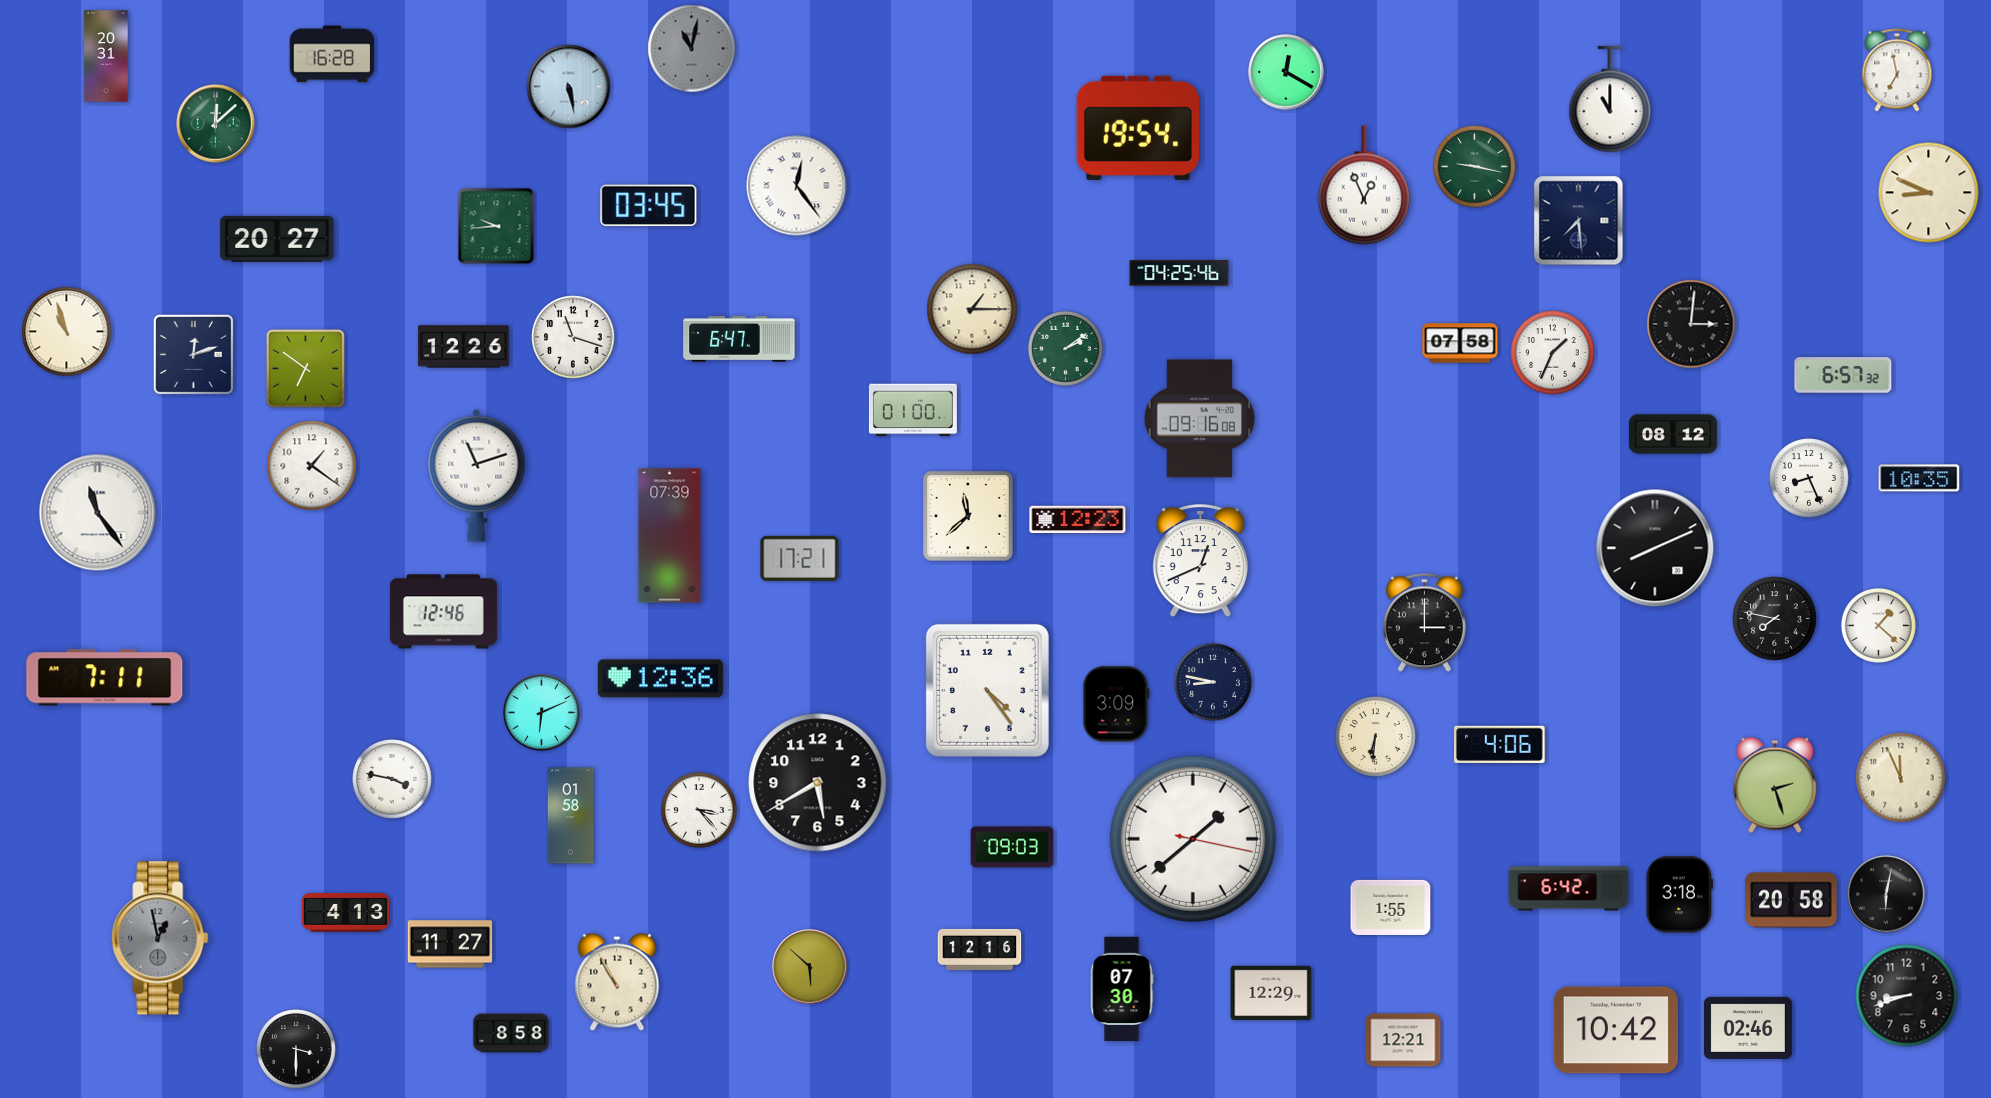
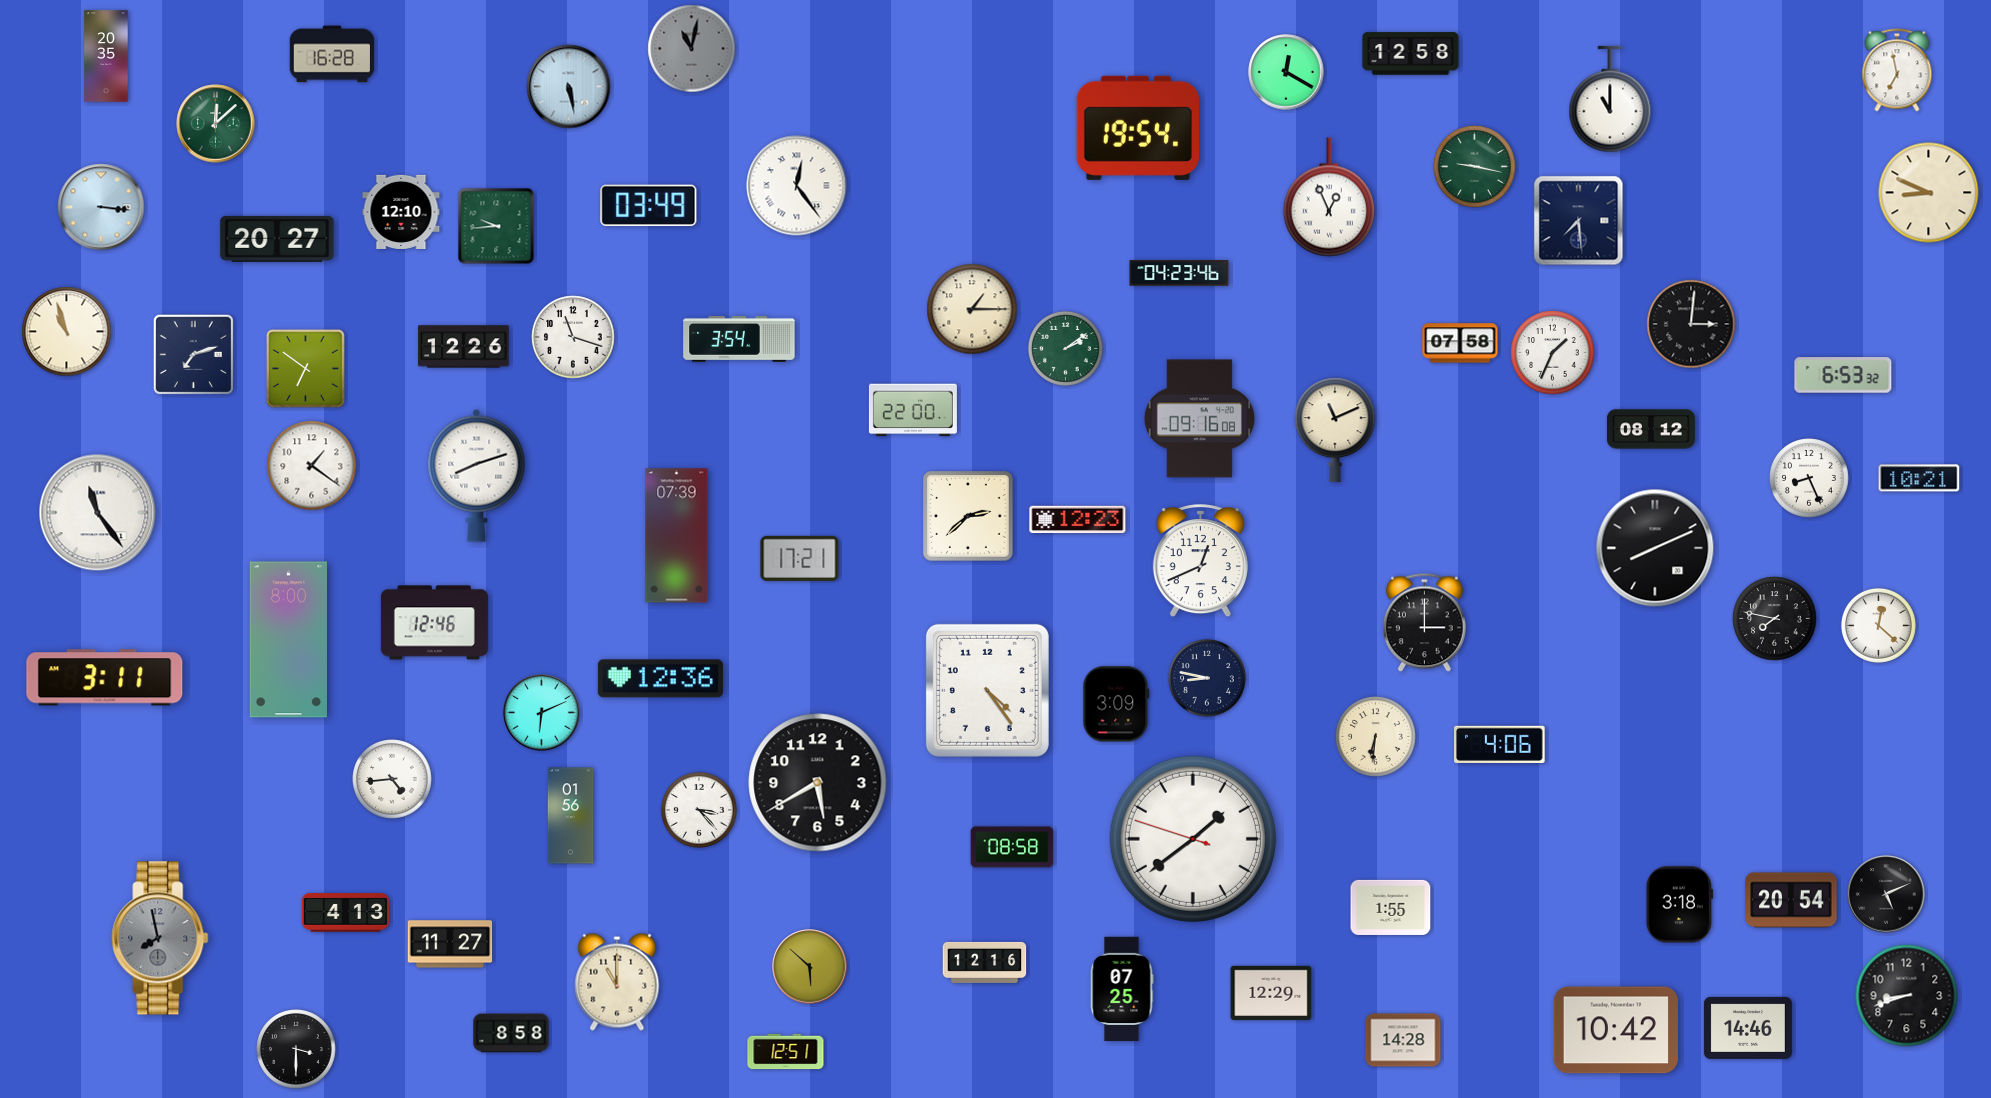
clock at (1411, 54): none -> 12:58
clock at (106, 56): 20:31 -> 20:35
clock at (1364, 185) position: (1364, 185) -> (1329, 197)
clock at (649, 206): 03:45 -> 03:49
clock at (101, 207): none -> 3:16
clock at (401, 211): none -> 12:10
clock at (1179, 273): 04:25 -> 04:23
clock at (739, 339): 6:47 -> 3:54
clock at (193, 354): 12:12 -> 7:12
clock at (1843, 375): 6:57 -> 6:53
clock at (913, 410): 01:00 -> 22:00
clock at (1335, 430): none -> 11:11
clock at (1673, 434) position: (1673, 434) -> (1651, 429)
clock at (477, 475): 11:12 -> 8:12
clock at (1919, 478): 10:35 -> 10:21
clock at (969, 517): 11:38 -> 2:38
clock at (670, 536) position: (670, 536) -> (677, 536)
clock at (443, 612) position: (443, 612) -> (434, 623)
clock at (1878, 625): 1:22 -> 12:22
clock at (288, 640): none -> 8:00
clock at (105, 678): 7:11 -> 3:11
clock at (1214, 683) position: (1214, 683) -> (1208, 679)
clock at (1901, 778): 11:56 -> none
clock at (392, 779): 3:47 -> 4:44
clock at (1775, 785): 2:27 -> none
clock at (571, 816): 01:58 -> 01:56
clock at (1193, 839): 1:38:17 -> 1:38:48
clock at (1012, 847): 09:03 -> 08:58
clock at (1569, 889): 6:42 -> none
clock at (1886, 894): 6:02 -> 5:11
clock at (1679, 895) position: (1679, 895) -> (1679, 905)
clock at (1791, 900): 20:58 -> 20:54
clock at (160, 938): 12:58 -> 7:58
clock at (980, 949) position: (980, 949) -> (985, 962)
clock at (617, 982): 10:55 -> 11:00
clock at (1122, 989): 07:30 -> 07:25
clock at (1748, 1028): 02:46 -> 14:46
clock at (1403, 1040): 12:21 -> 14:28
clock at (786, 1052): none -> 12:51
